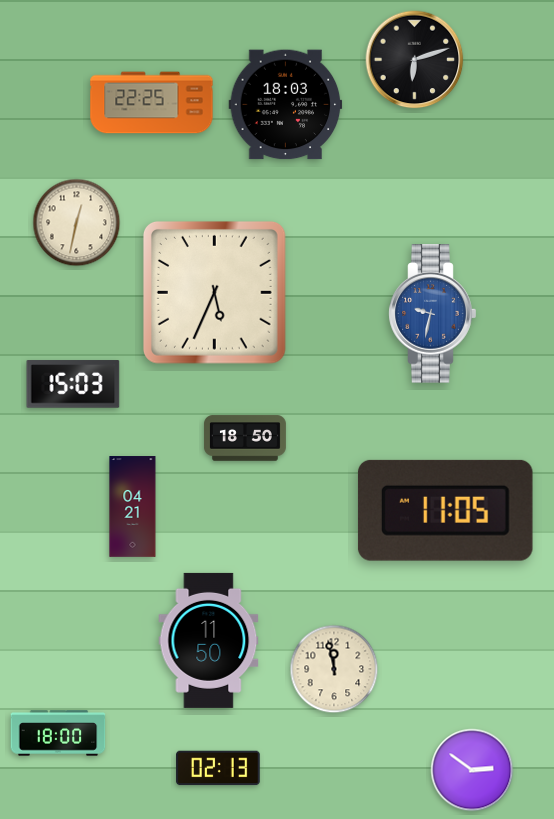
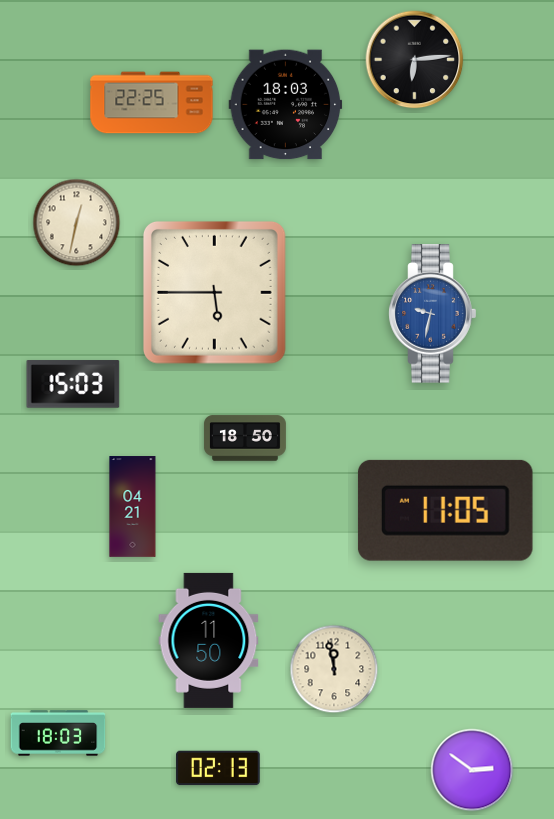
clock at (415, 60): 6:12 -> 6:14
clock at (214, 292): 5:34 -> 5:45
clock at (58, 733): 18:00 -> 18:03
